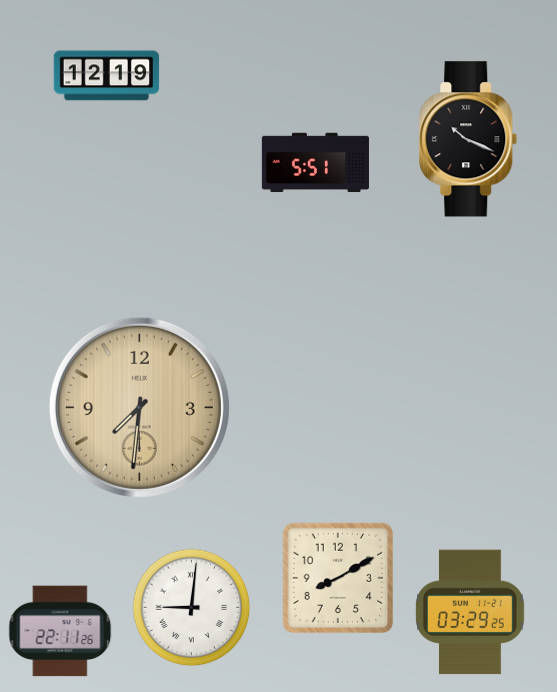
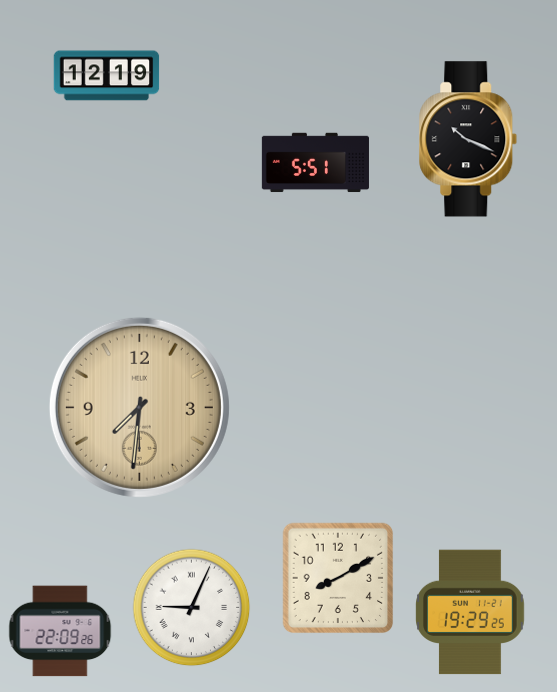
clock at (192, 608): 9:01 -> 9:04
clock at (470, 612): 03:29 -> 19:29
clock at (60, 631): 22:11 -> 22:09
